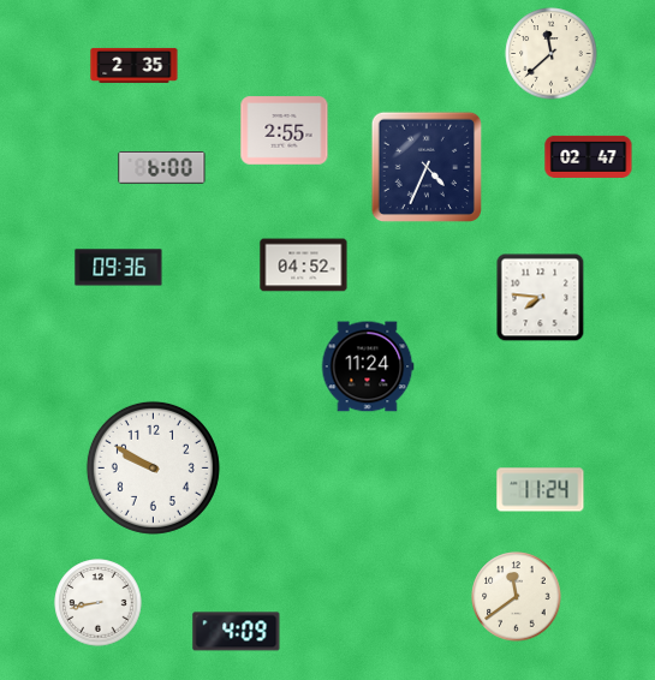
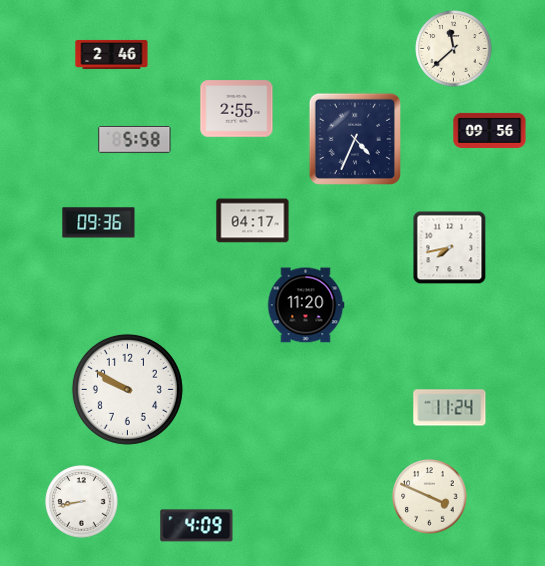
clock at (552, 54) position: (552, 54) -> (454, 49)
clock at (135, 65): 2:35 -> 2:46
clock at (589, 156): 02:47 -> 09:56
clock at (162, 167): 6:00 -> 5:58
clock at (304, 266): 04:52 -> 04:17
clock at (541, 298): 7:46 -> 7:43
clock at (368, 366): 11:24 -> 11:20
clock at (517, 597): 11:39 -> 3:49
